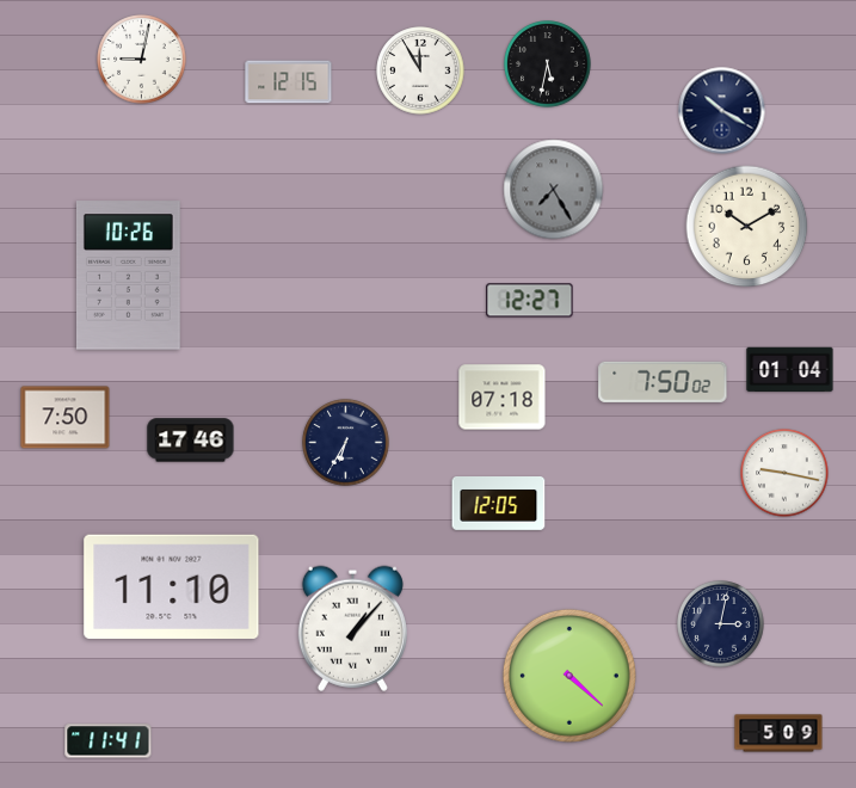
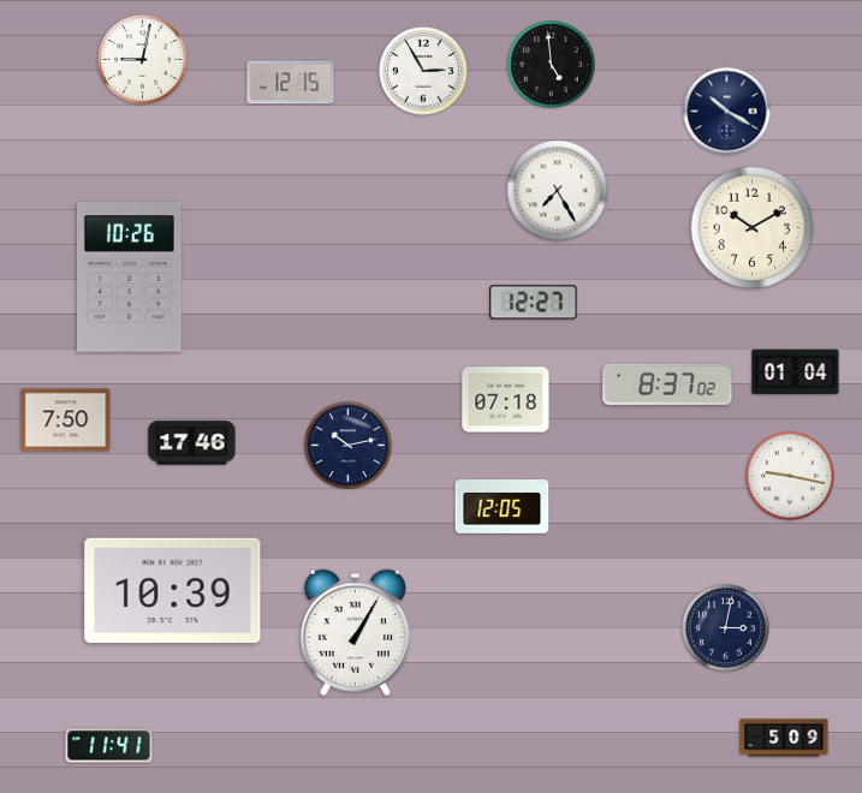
clock at (548, 64): 5:32 -> 4:59
clock at (420, 70): 11:55 -> 2:55
clock at (554, 190) dial: grey -> white
clock at (663, 382): 7:50 -> 8:37
clock at (346, 443): 6:35 -> 10:13
clock at (172, 586): 11:10 -> 10:39
clock at (352, 628): 1:07 -> 1:05
clock at (569, 676): 4:22 -> none
